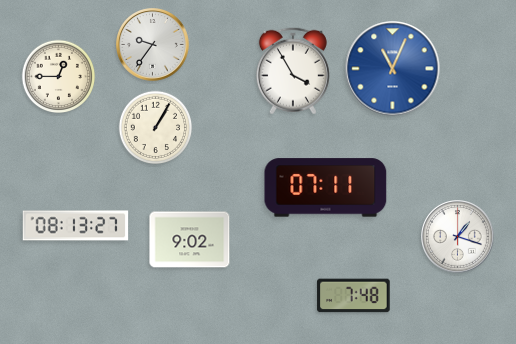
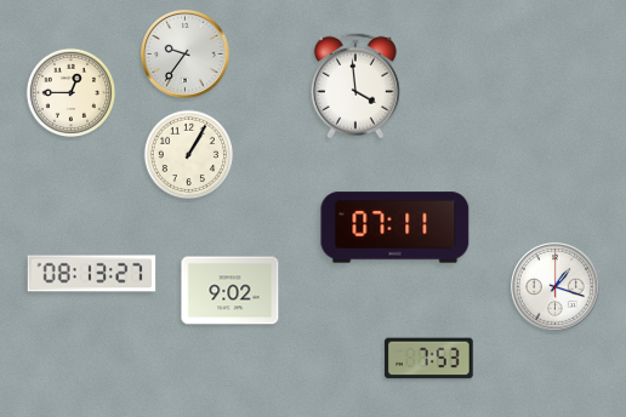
clock at (393, 69): 11:04 -> none
clock at (293, 71): 3:55 -> 3:59
clock at (354, 296): 7:48 -> 7:53
